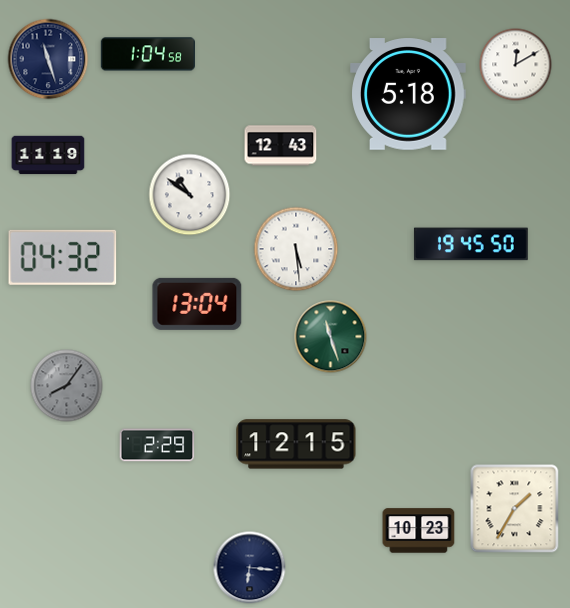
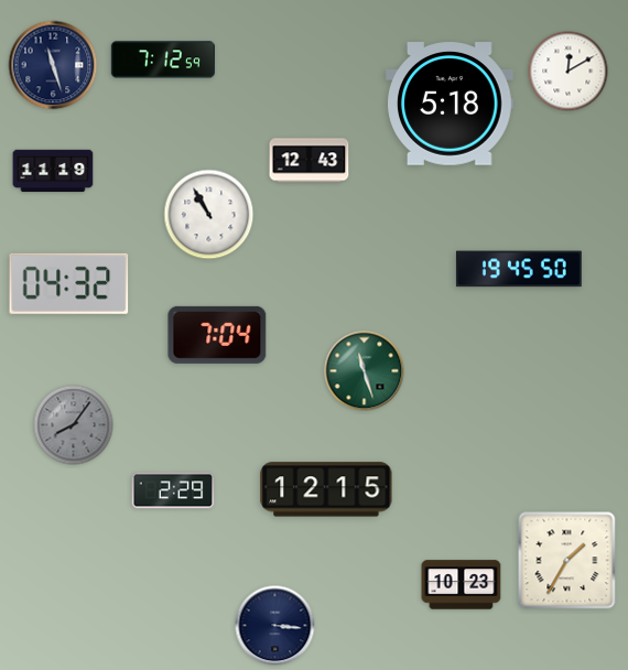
clock at (148, 54): 1:04 -> 7:12
clock at (190, 195): 10:51 -> 10:55
clock at (296, 249): 5:29 -> none
clock at (197, 304): 13:04 -> 7:04
clock at (250, 568): 6:16 -> 3:16
